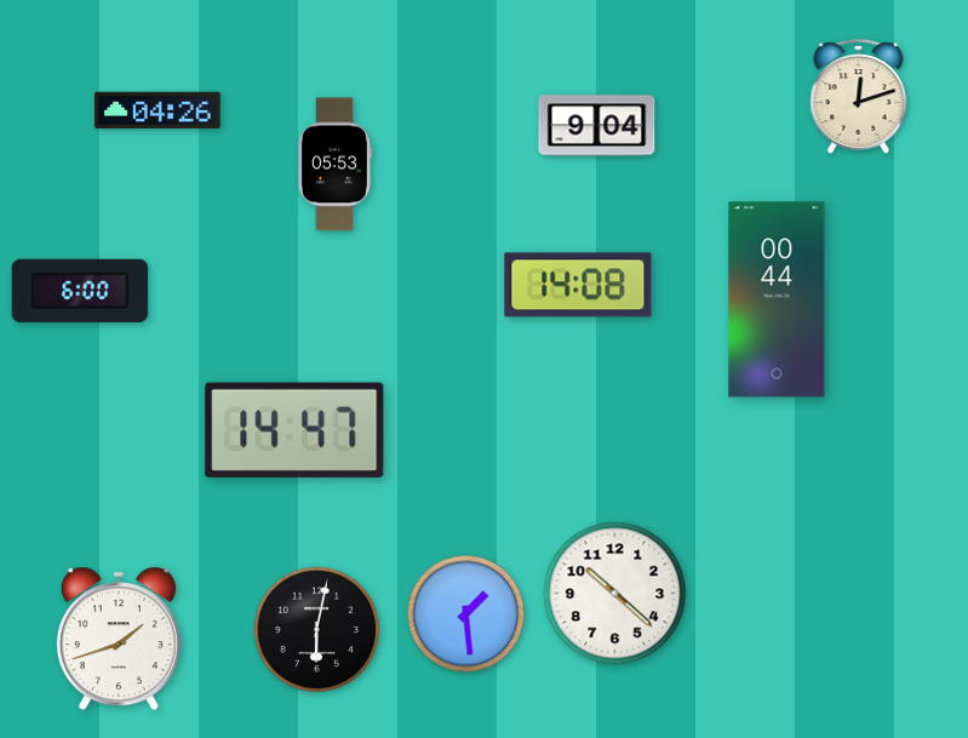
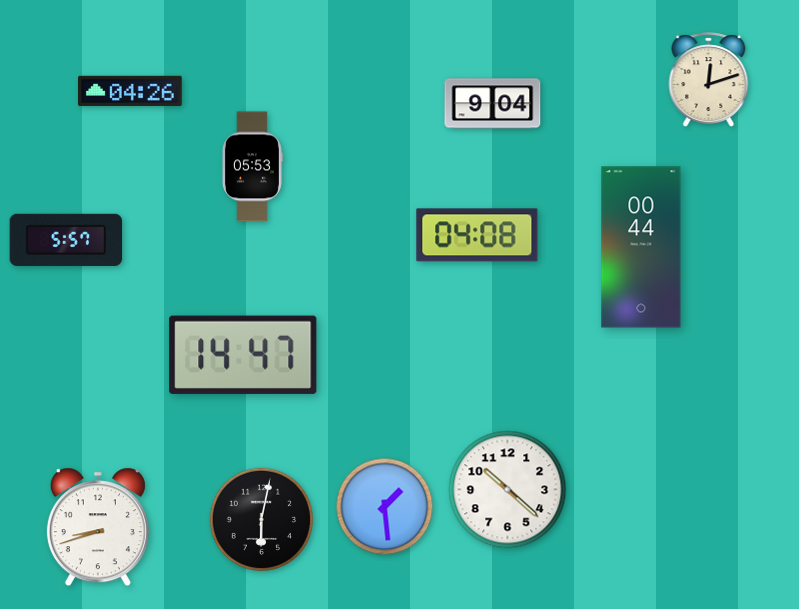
clock at (334, 165) position: (334, 165) -> (252, 167)
clock at (578, 285): 14:08 -> 04:08
clock at (80, 291): 6:00 -> 5:57
clock at (119, 639): 1:42 -> 8:42
